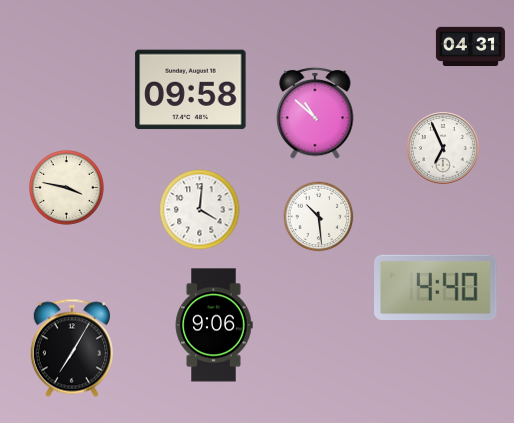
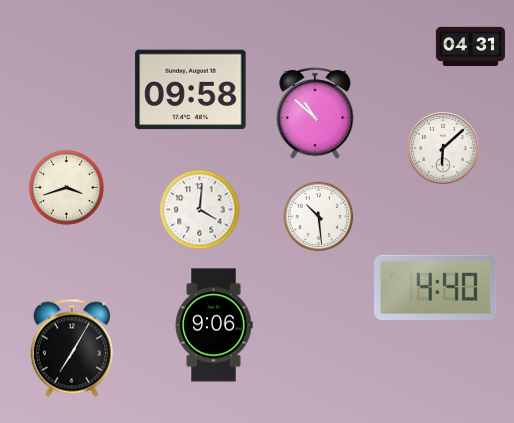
clock at (443, 148): 6:56 -> 6:08
clock at (66, 187): 3:47 -> 3:42
